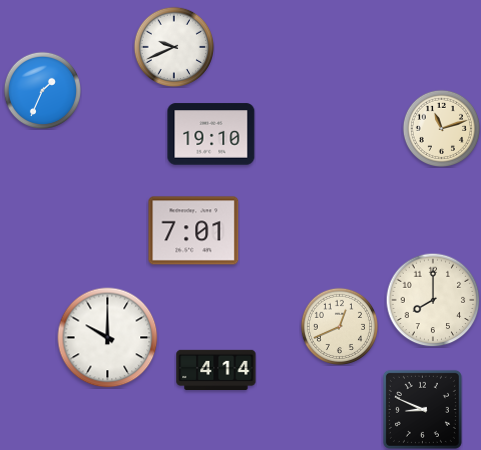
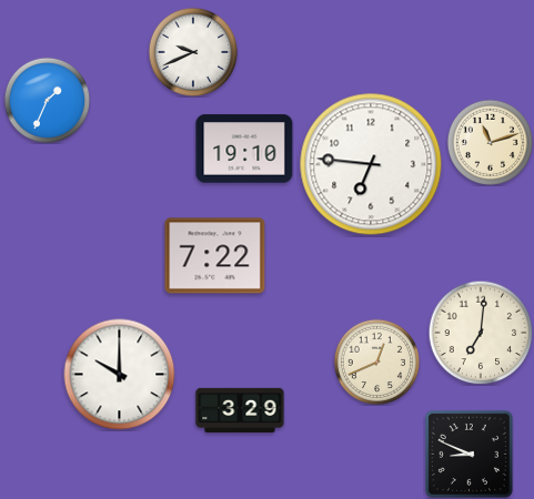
clock at (211, 134) position: (211, 134) -> (244, 149)
clock at (371, 164): none -> 6:46
clock at (194, 231): 7:01 -> 7:22
clock at (433, 300): 8:00 -> 7:01
clock at (216, 370): 4:14 -> 3:29
